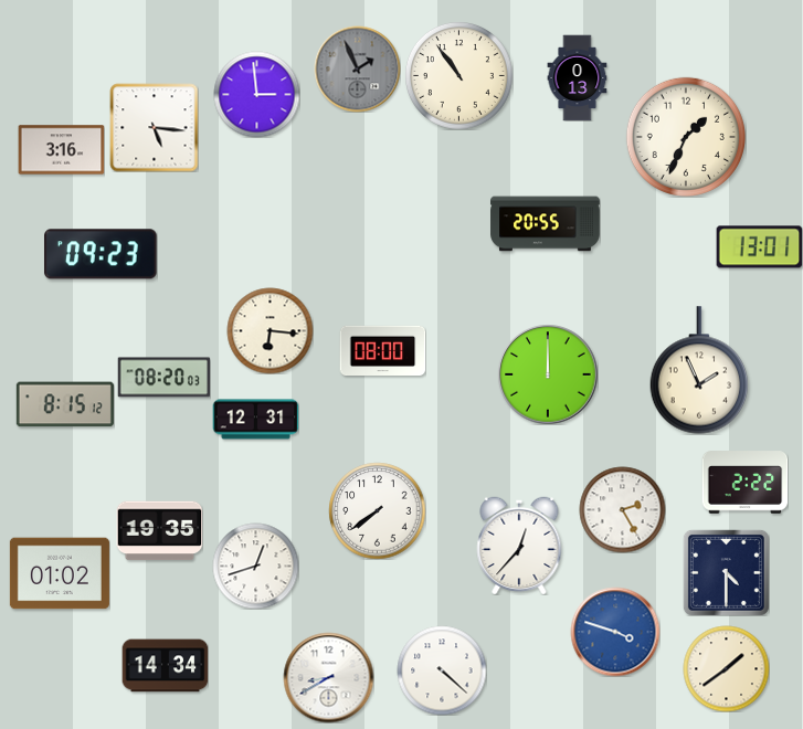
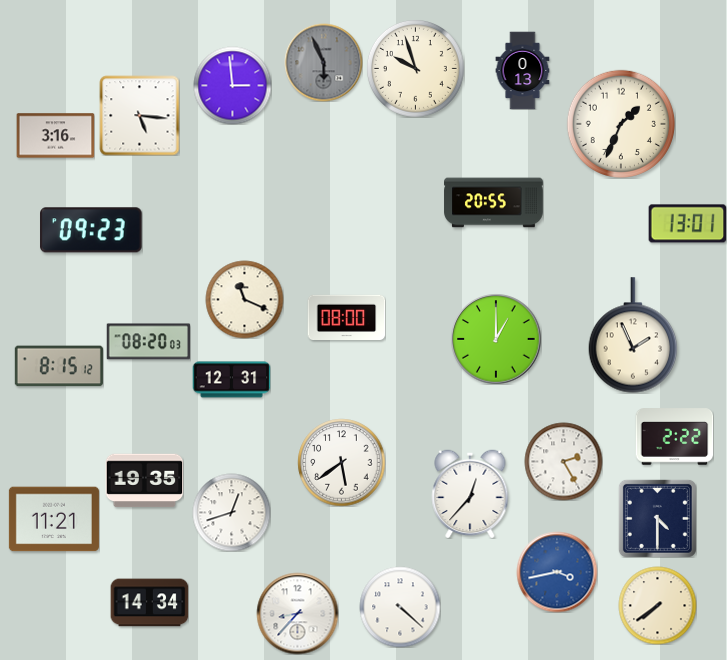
clock at (357, 68): 1:56 -> 5:56
clock at (458, 75): 10:54 -> 9:57
clock at (270, 330): 6:16 -> 11:19
clock at (548, 374): 12:00 -> 1:00
clock at (377, 510): 7:39 -> 5:39
clock at (60, 573): 01:02 -> 11:21
clock at (615, 632): 3:48 -> 3:43
clock at (726, 668): 1:39 -> 7:39
clock at (328, 677): 8:40 -> 8:37
